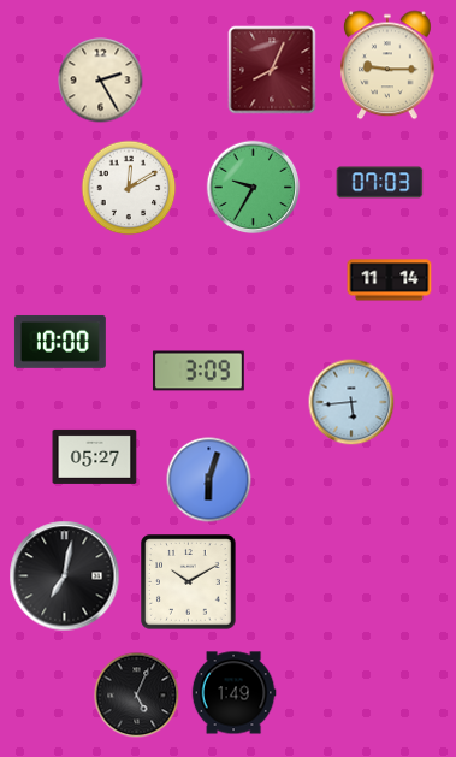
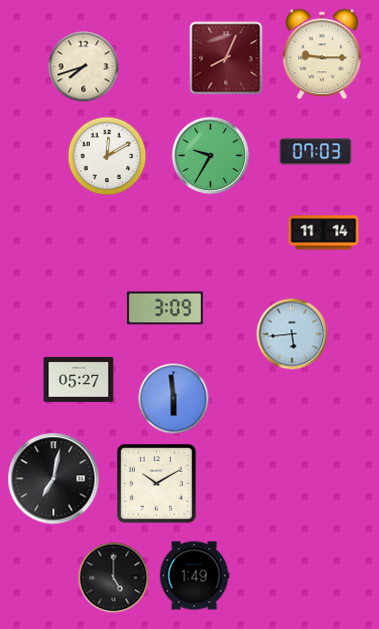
clock at (101, 81): 2:25 -> 7:42
clock at (60, 342): 10:00 -> none
clock at (209, 480): 6:03 -> 5:59
clock at (137, 696): 5:04 -> 5:00
